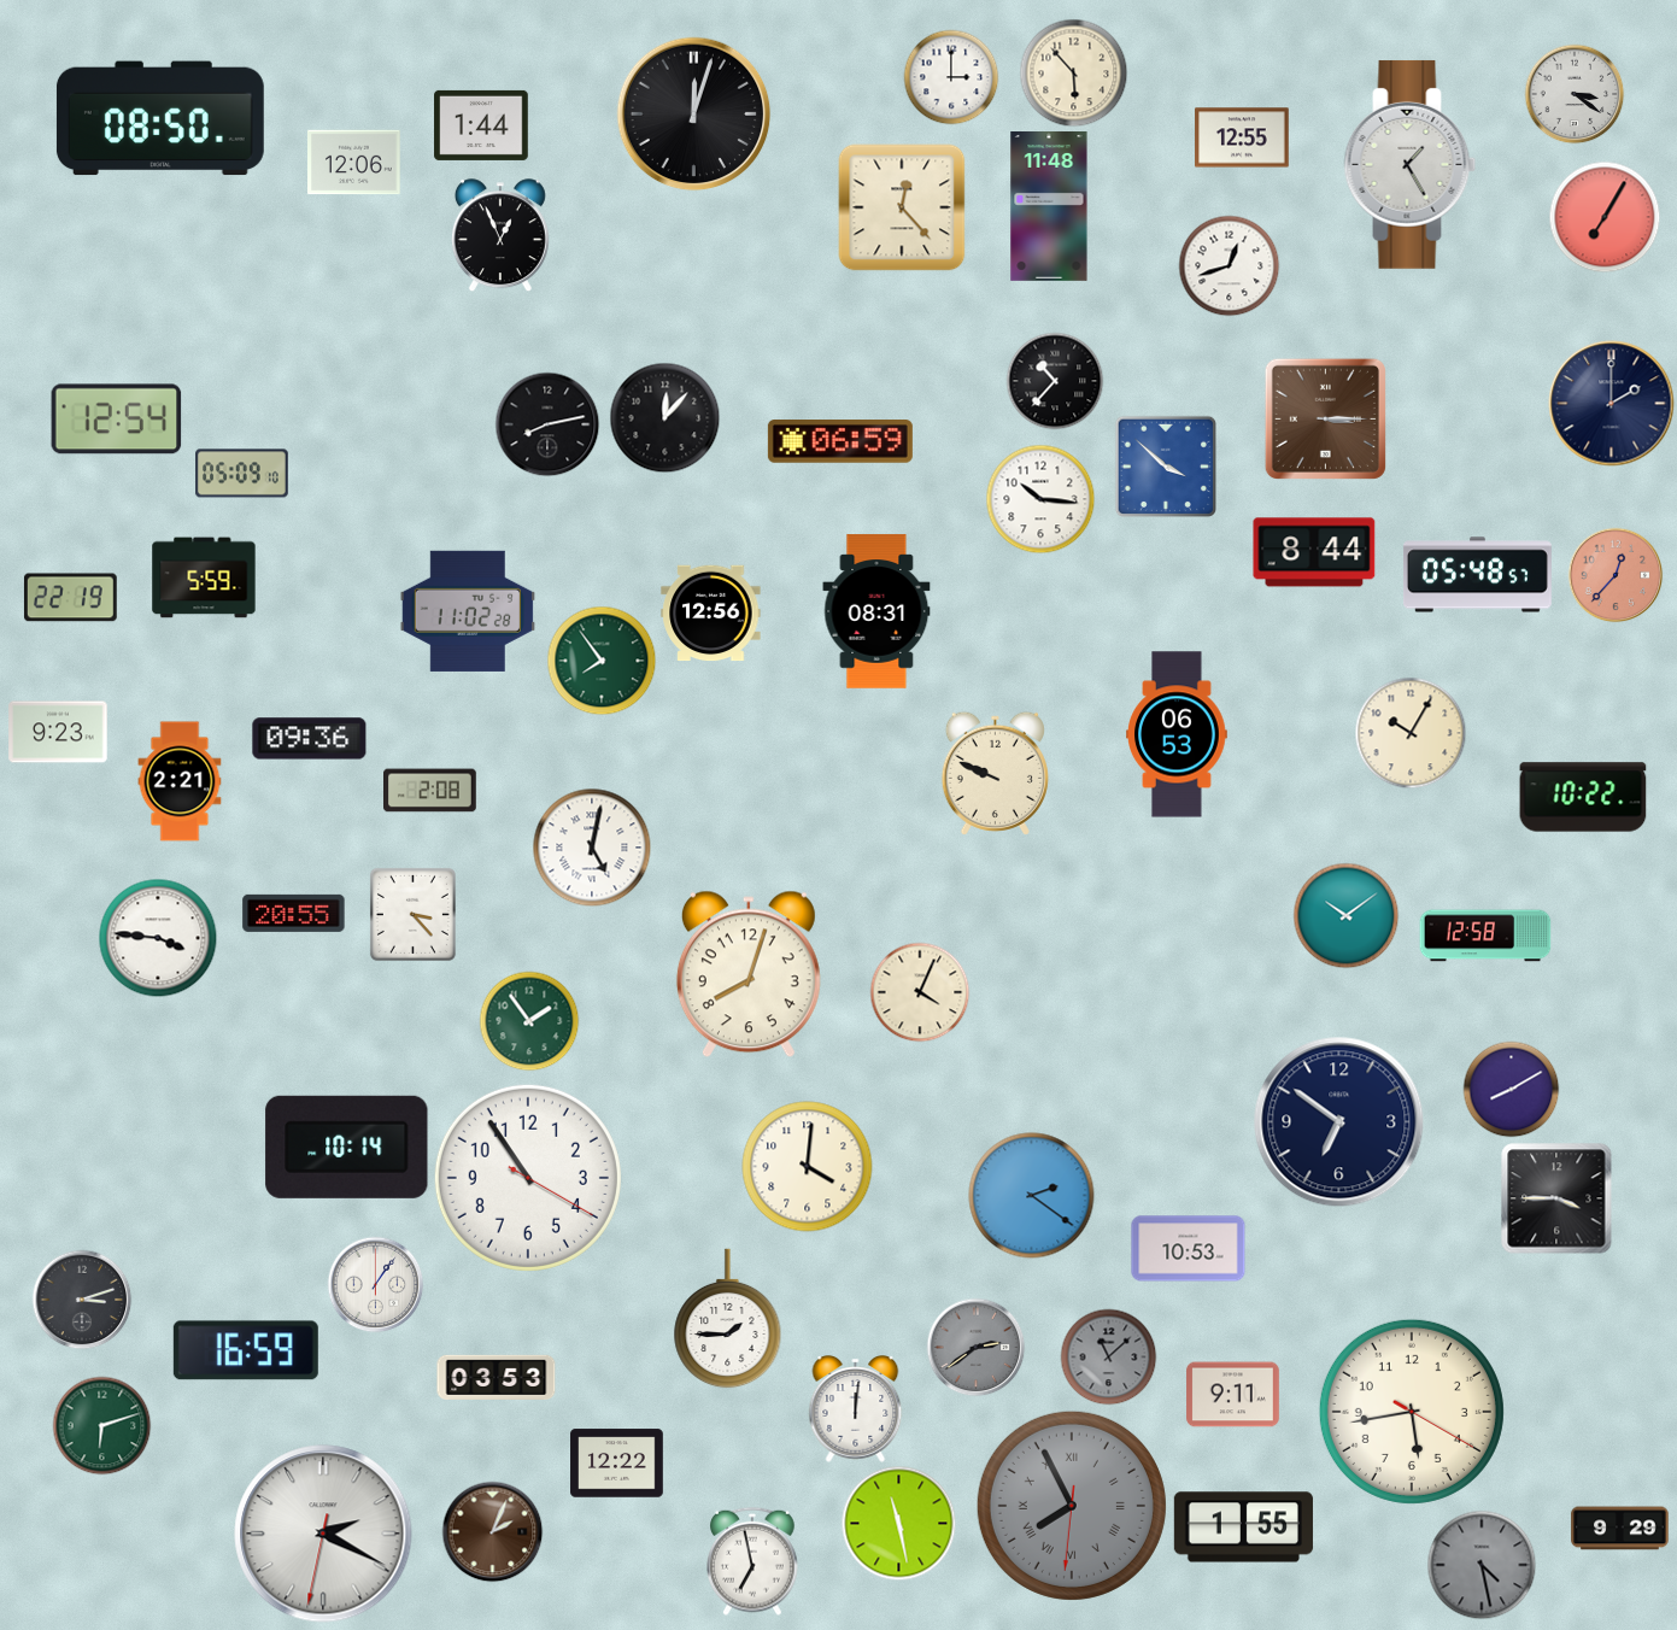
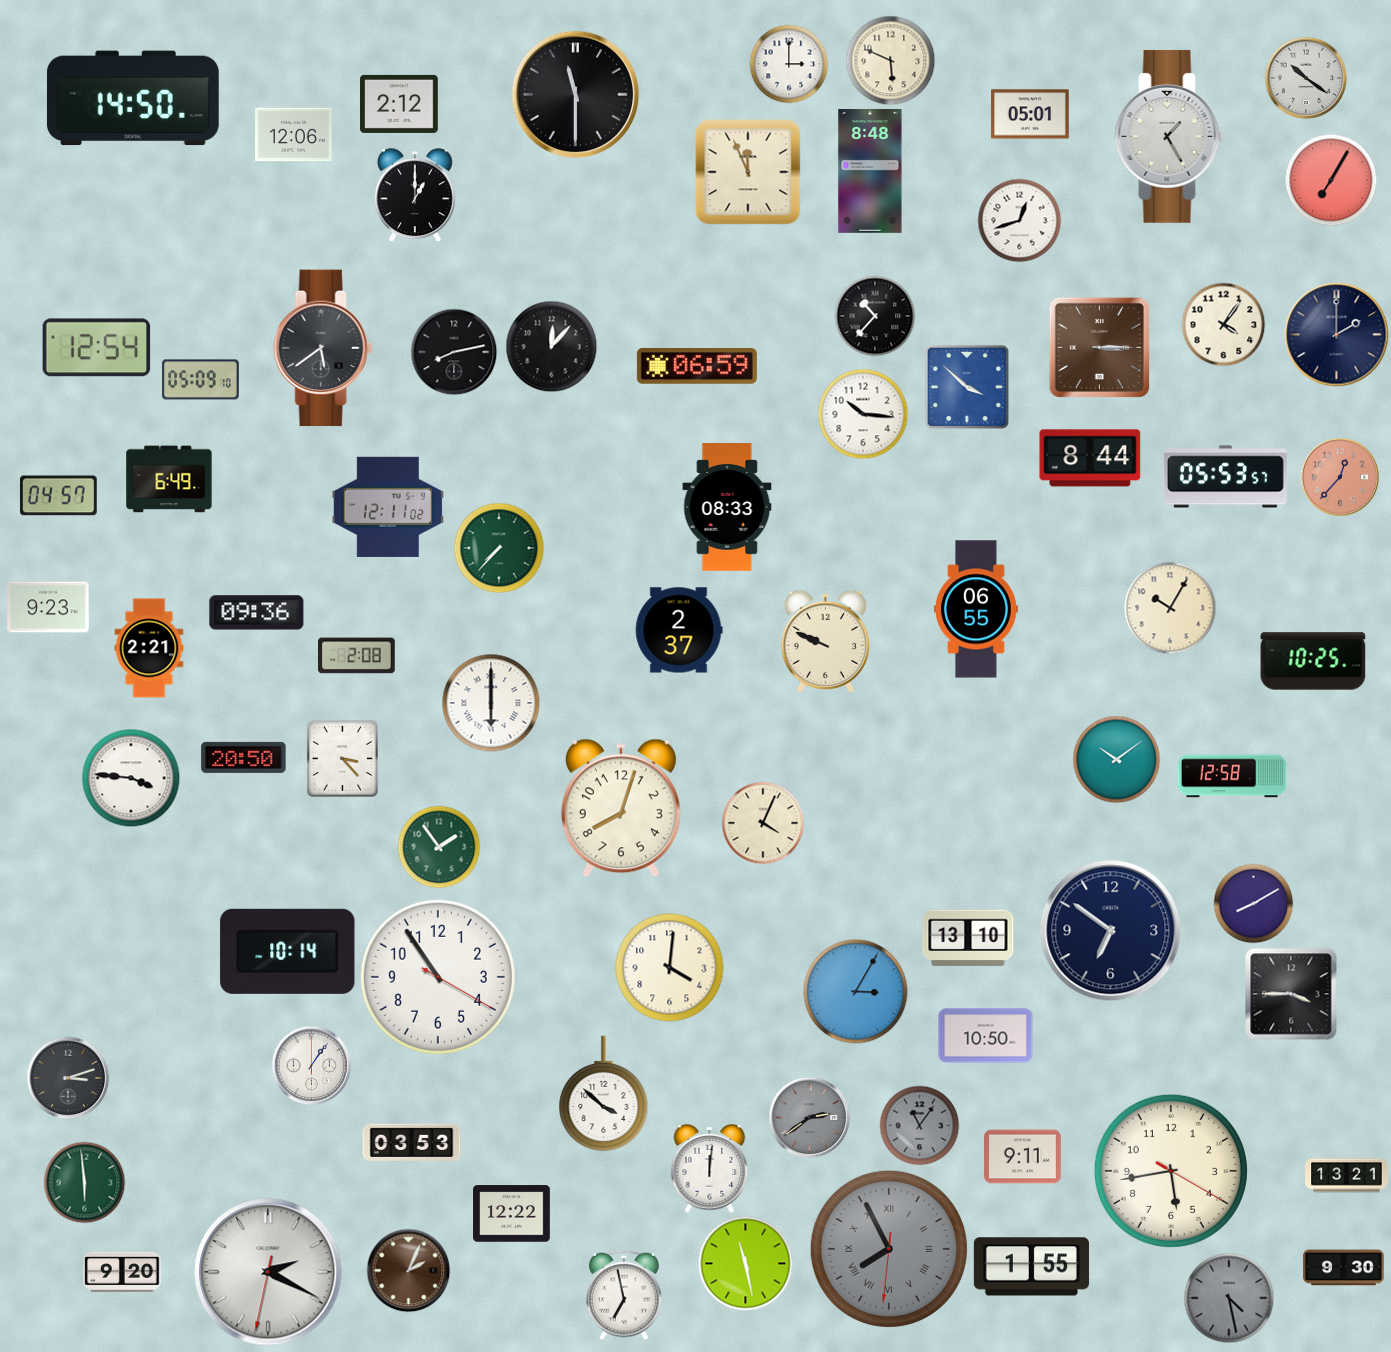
clock at (1073, 72): 5:53 -> 5:49
clock at (1575, 94): 3:21 -> 10:21
clock at (694, 115): 12:03 -> 11:30
clock at (160, 118): 08:50 -> 14:50
clock at (481, 125): 1:44 -> 2:12
clock at (1242, 137): 12:55 -> 05:01
clock at (902, 207): 12:23 -> 11:56
clock at (1049, 207): 11:48 -> 8:48
clock at (500, 235): 12:56 -> 1:00
clock at (1223, 324): none -> 4:06
clock at (323, 348): none -> 5:39
clock at (242, 474) position: (242, 474) -> (201, 380)
clock at (1477, 575): 05:48 -> 05:53
clock at (204, 577): 5:59 -> 6:49
clock at (70, 598): 22:19 -> 04:57
clock at (467, 611): 11:02 -> 12:11
clock at (876, 611): 08:31 -> 08:33
clock at (711, 614): 12:56 -> none
clock at (602, 661): 7:54 -> 7:37
clock at (1178, 734): 06:53 -> 06:55
clock at (679, 630): none -> 2:37
clock at (1583, 797): 10:22 -> 10:25
clock at (592, 848): 5:02 -> 6:00
clock at (294, 913): 20:55 -> 20:50
clock at (968, 938): none -> 13:10
clock at (1032, 1196): 2:21 -> 3:05
clock at (1189, 1249): 10:53 -> 10:50
clock at (728, 1319): 1:45 -> 3:52
clock at (246, 1350): 16:59 -> none
clock at (1108, 1356): 11:08 -> 11:06
clock at (1347, 1176): none -> 13:21
clock at (101, 1425): 6:12 -> 5:59
clock at (1620, 1529): 9:29 -> 9:30
clock at (122, 1272): none -> 9:20
